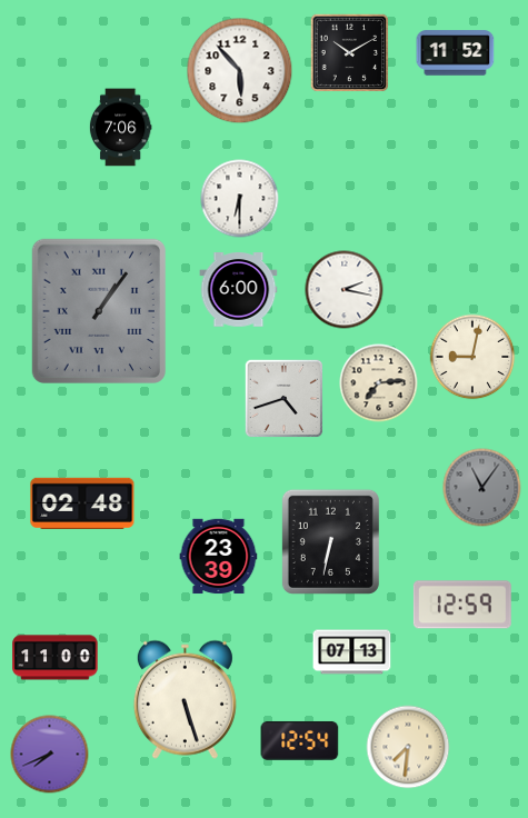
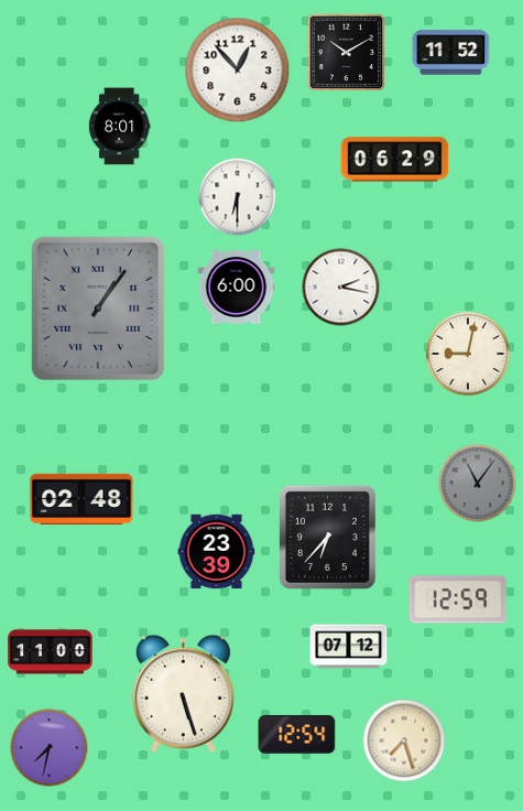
clock at (240, 71): 5:53 -> 12:53
clock at (120, 128): 7:06 -> 8:01
clock at (395, 160): none -> 06:29
clock at (379, 383): 7:14 -> none
clock at (285, 399): 4:42 -> none
clock at (330, 541): 6:32 -> 6:37
clock at (352, 652): 07:13 -> 07:12
clock at (56, 658) position: (56, 658) -> (51, 652)
clock at (408, 747): 7:31 -> 7:27
clock at (50, 755): 7:41 -> 7:32
